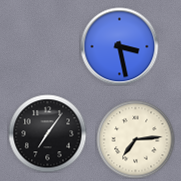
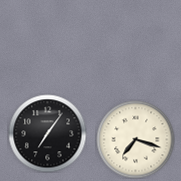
clock at (119, 46): 3:28 -> none
clock at (135, 139): 7:14 -> 7:18
